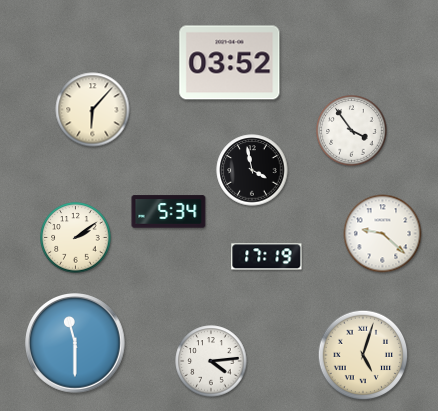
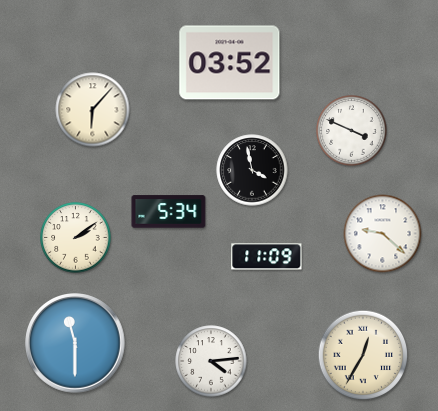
clock at (352, 131): 3:54 -> 3:49
clock at (267, 257): 17:19 -> 11:09
clock at (363, 355): 5:03 -> 12:35
